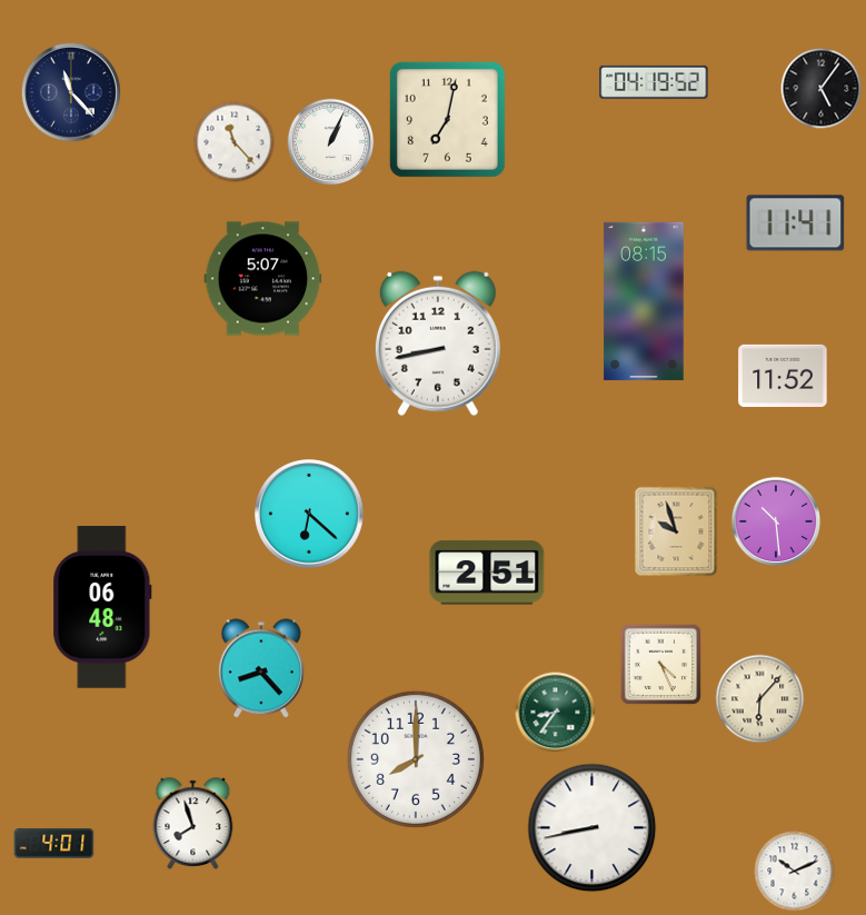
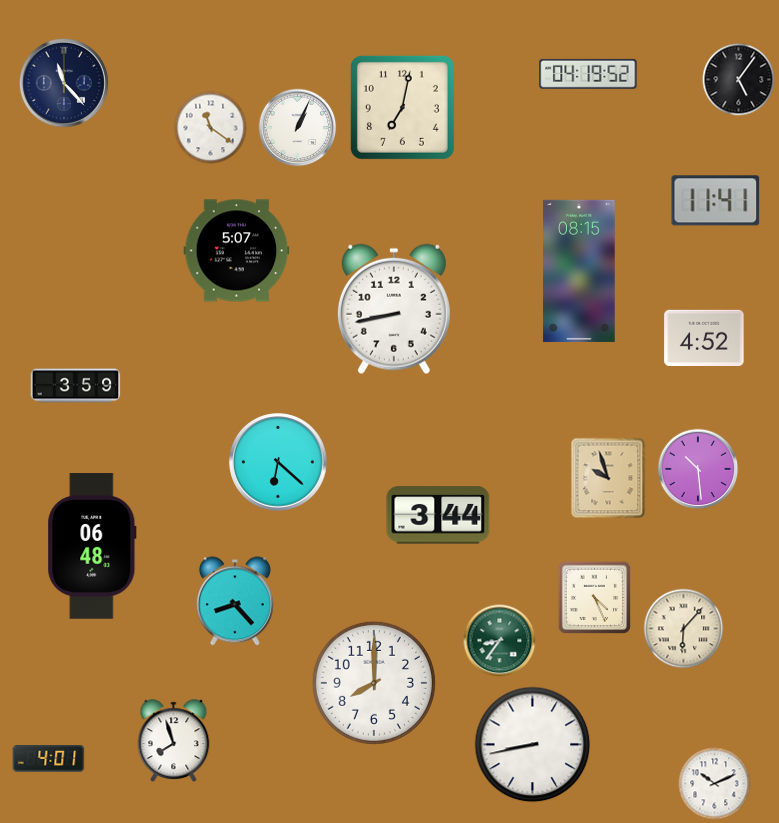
clock at (235, 142): 11:23 -> 11:21
clock at (783, 375): 11:52 -> 4:52
clock at (76, 386): none -> 3:59
clock at (487, 573): 2:51 -> 3:44
